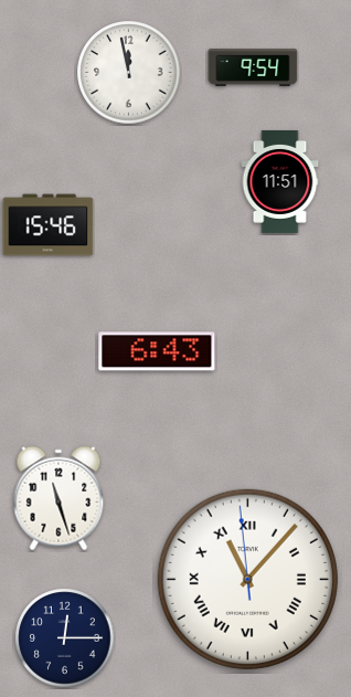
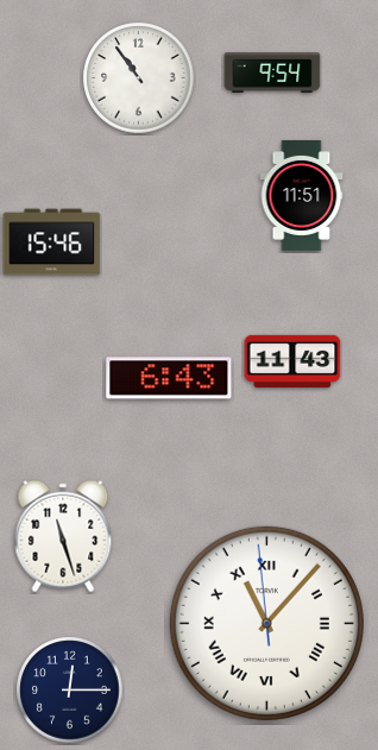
clock at (129, 73): 11:58 -> 10:54
clock at (292, 361): none -> 11:43
clock at (65, 638) position: (65, 638) -> (70, 691)
